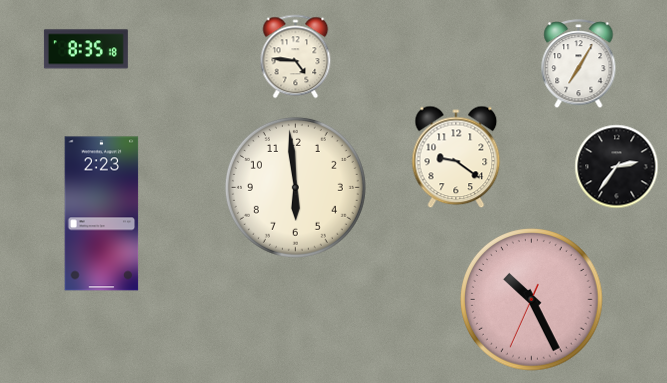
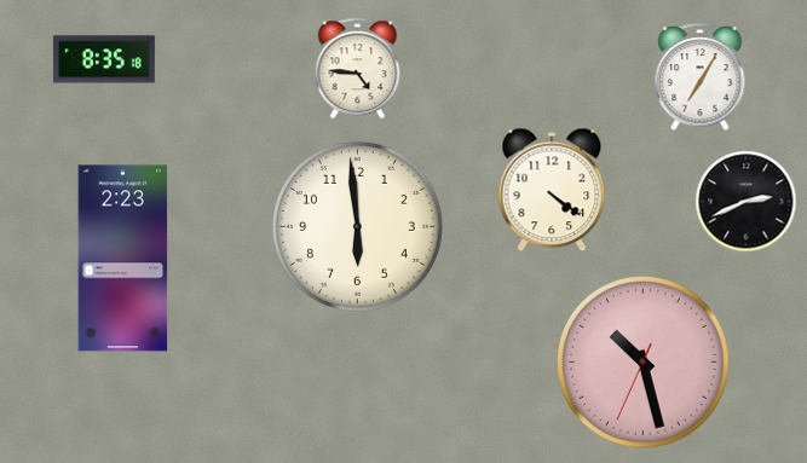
clock at (456, 157): 9:21 -> 4:21
clock at (617, 167): 2:36 -> 2:41
clock at (532, 300): 10:25 -> 10:27
